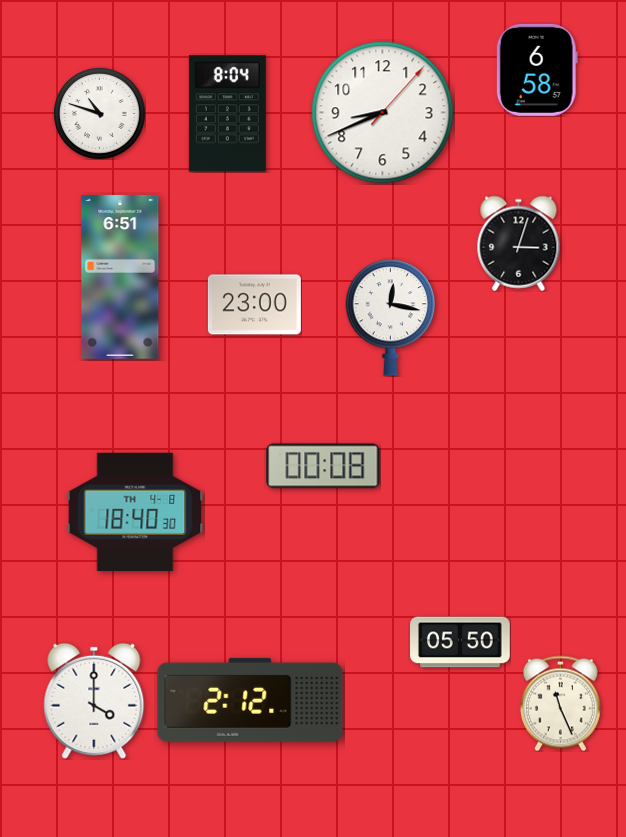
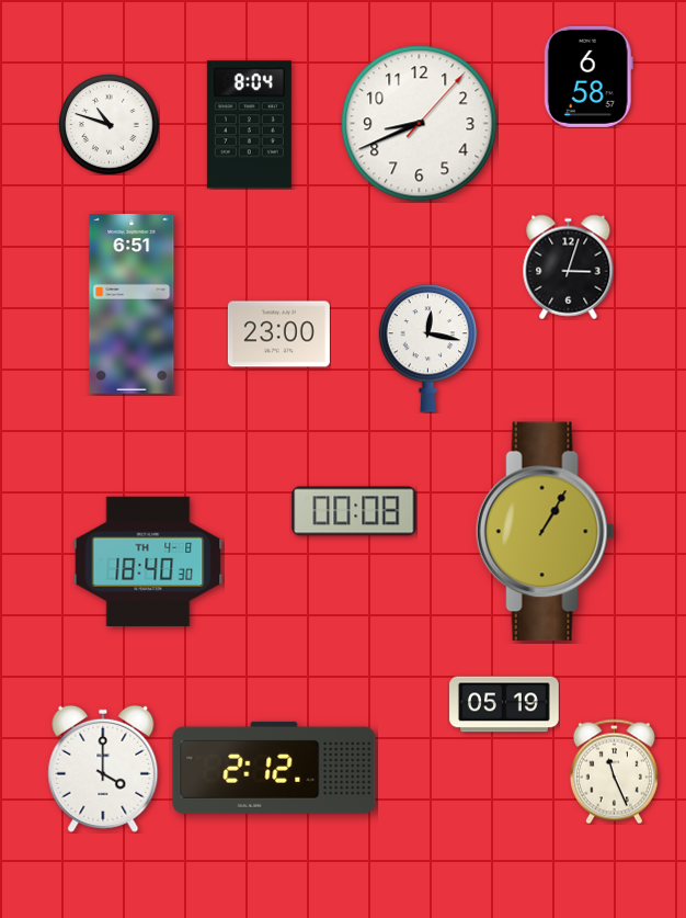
clock at (545, 532): none -> 1:05
clock at (460, 642): 05:50 -> 05:19
